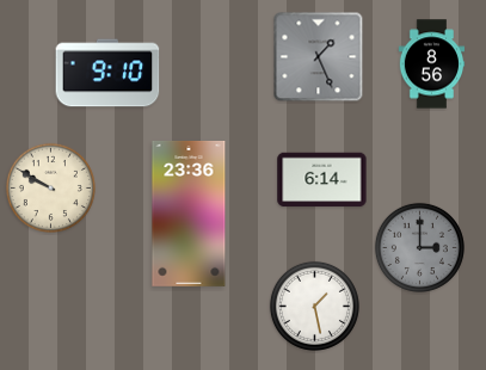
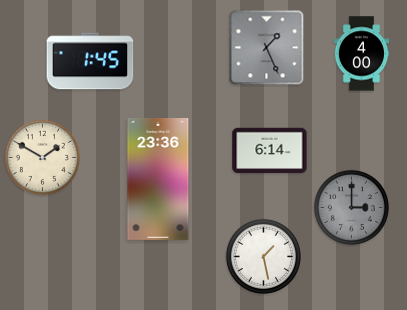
clock at (432, 64): 8:56 -> 4:00
clock at (107, 73): 9:10 -> 1:45
clock at (50, 187): 9:50 -> 1:50
